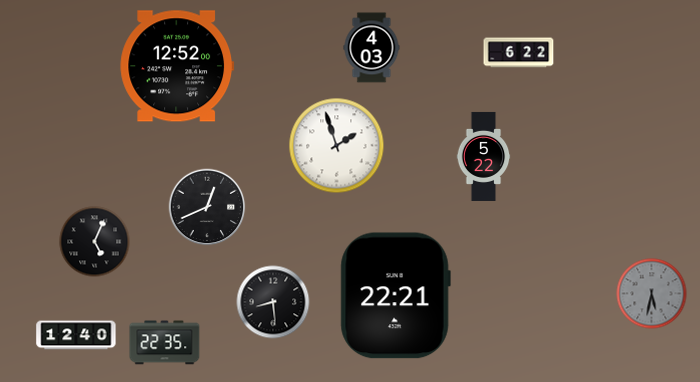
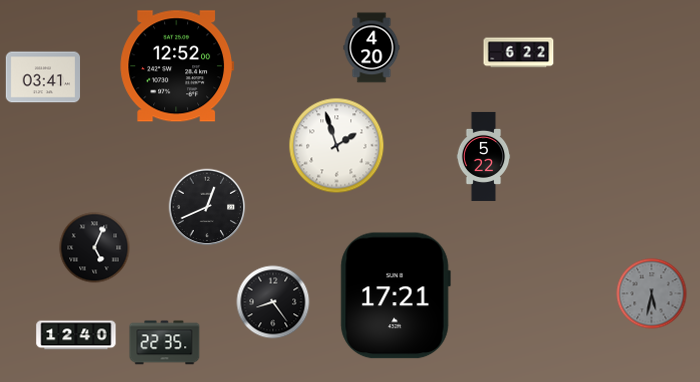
clock at (372, 48): 4:03 -> 4:20
clock at (43, 77): none -> 03:41
clock at (95, 242) position: (95, 242) -> (95, 248)
clock at (395, 296): 22:21 -> 17:21
clock at (273, 302): 8:29 -> 8:24
